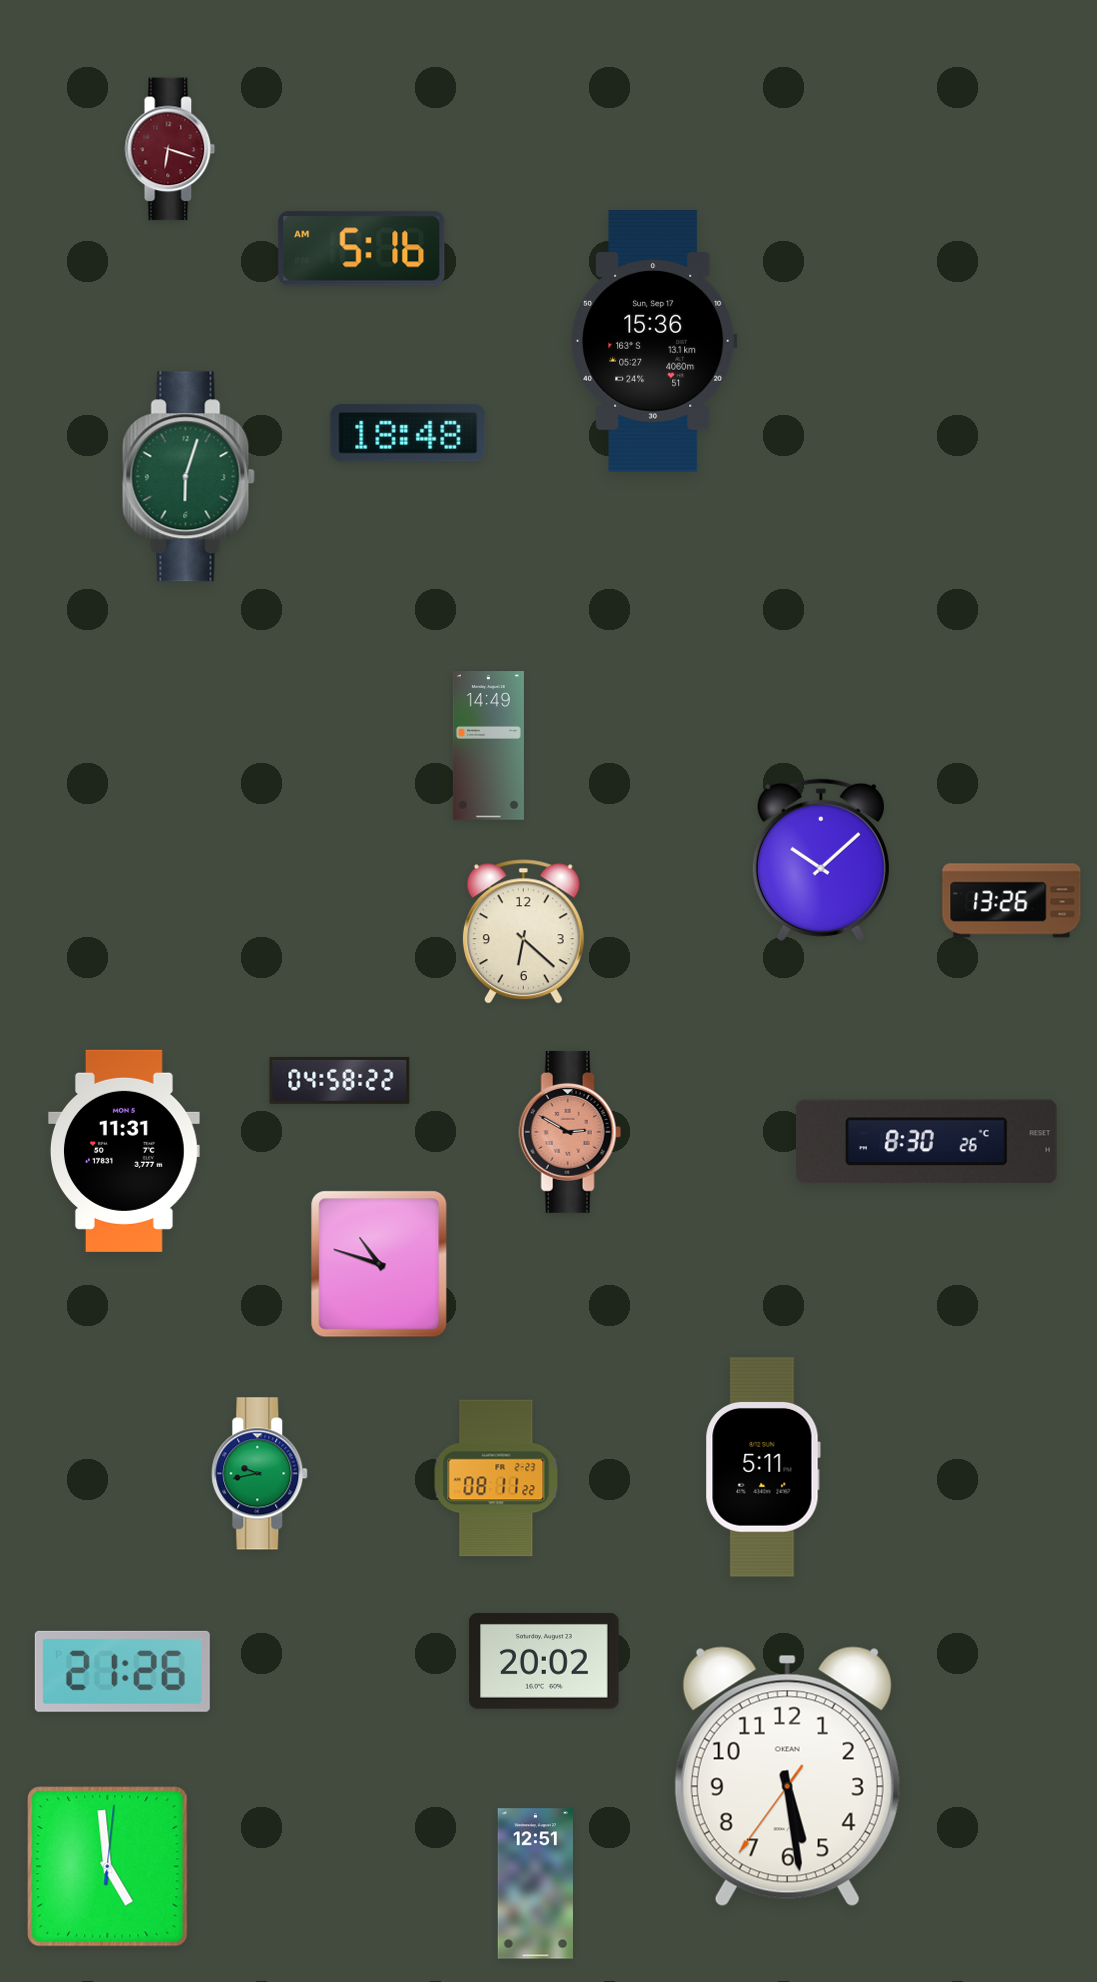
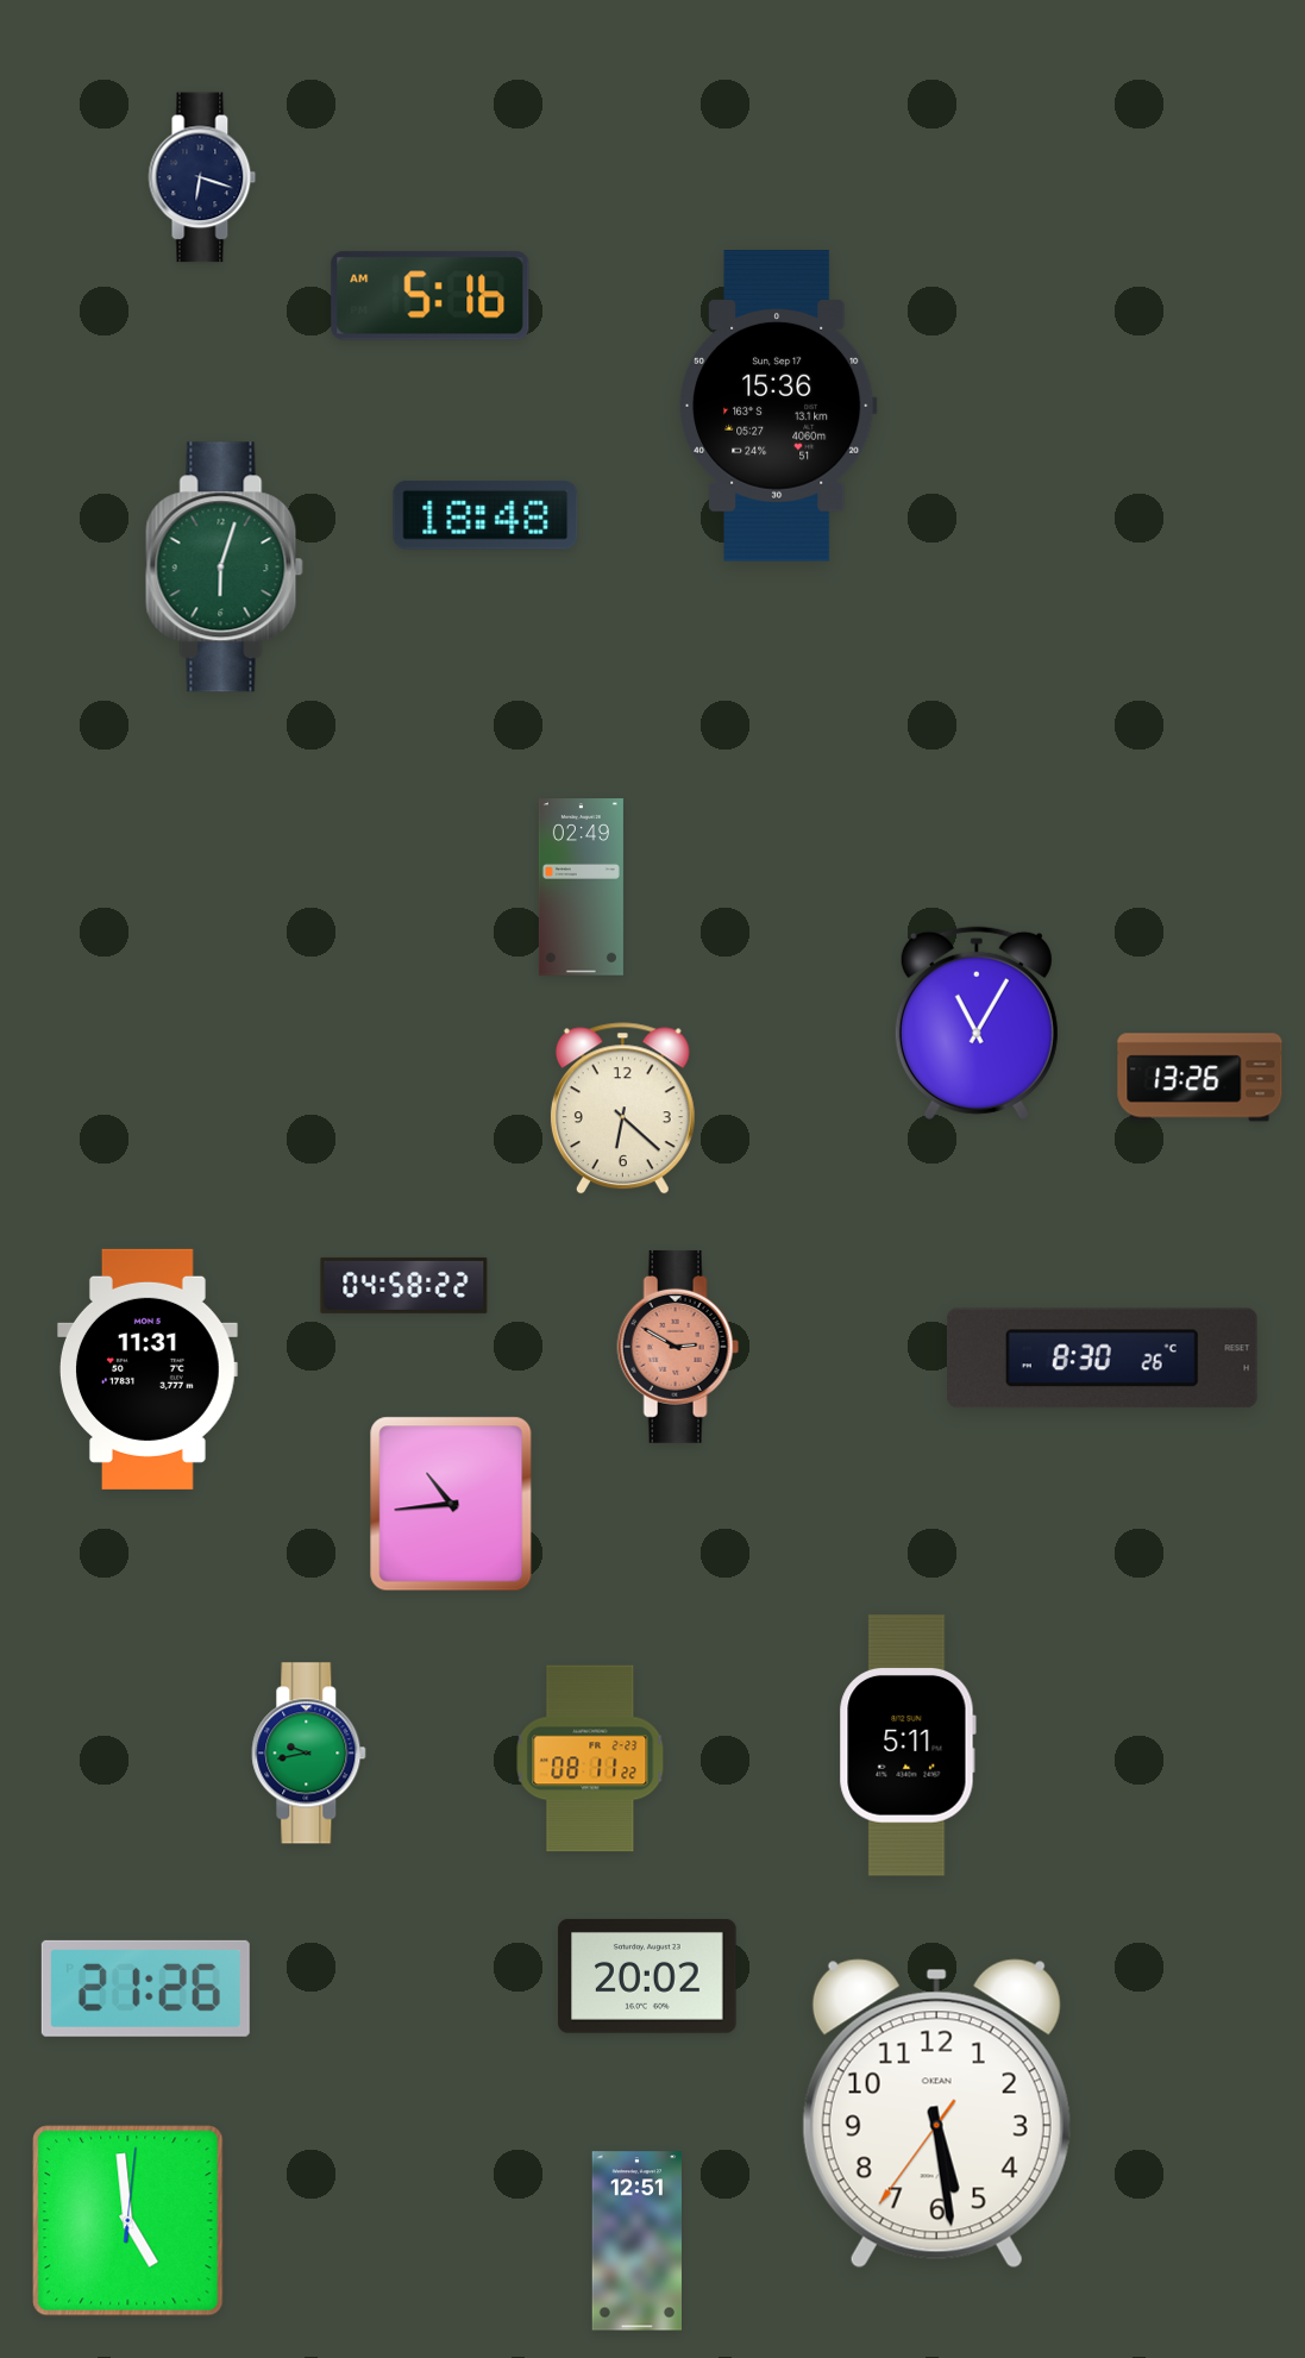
clock at (170, 149) dial: burgundy -> navy
clock at (488, 746): 14:49 -> 02:49
clock at (821, 860): 10:08 -> 11:05
clock at (1012, 901) position: (1012, 901) -> (1200, 1078)
clock at (379, 1264): 10:48 -> 10:44
